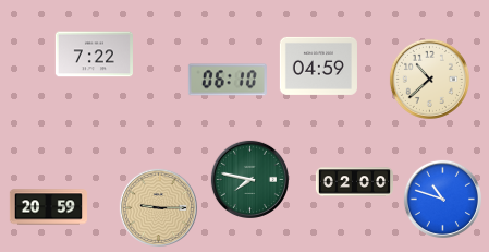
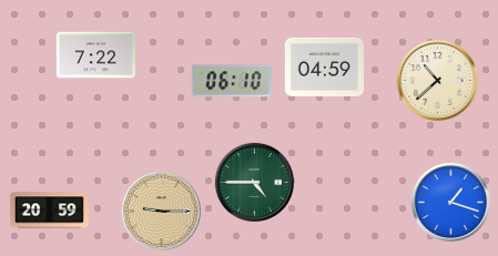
clock at (249, 179): 7:47 -> 4:45
clock at (354, 182): 02:00 -> none
clock at (442, 199): 10:48 -> 1:18
